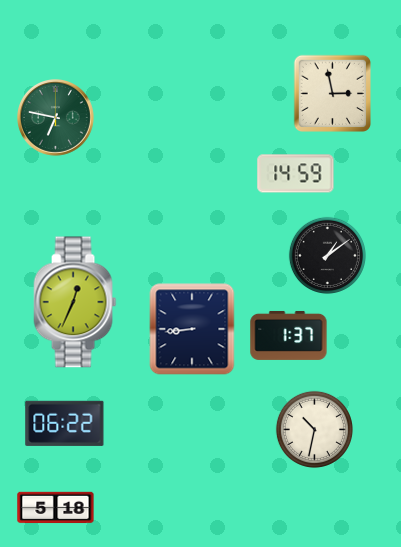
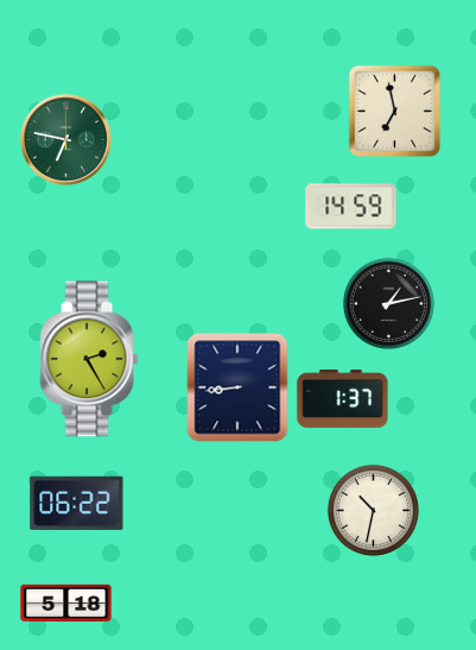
clock at (332, 93): 2:58 -> 6:58
clock at (327, 255): 1:09 -> 1:13
clock at (75, 302): 12:34 -> 2:25
clock at (192, 329) position: (192, 329) -> (237, 387)
